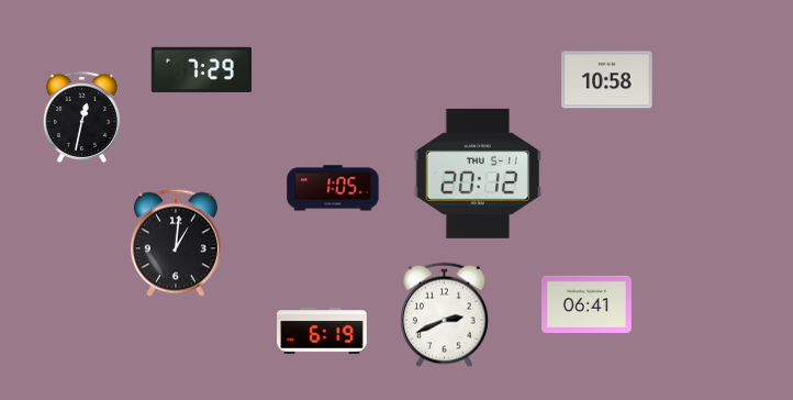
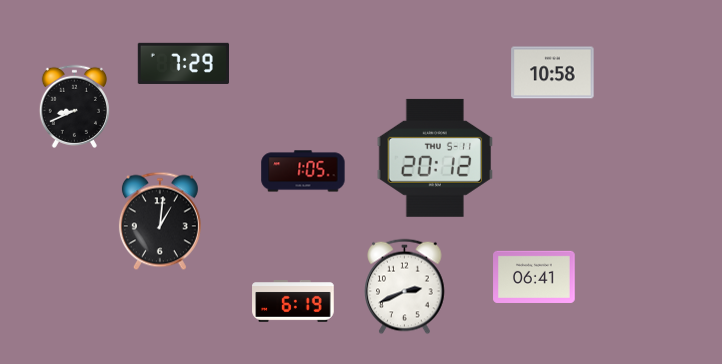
clock at (81, 116): 12:32 -> 8:41
